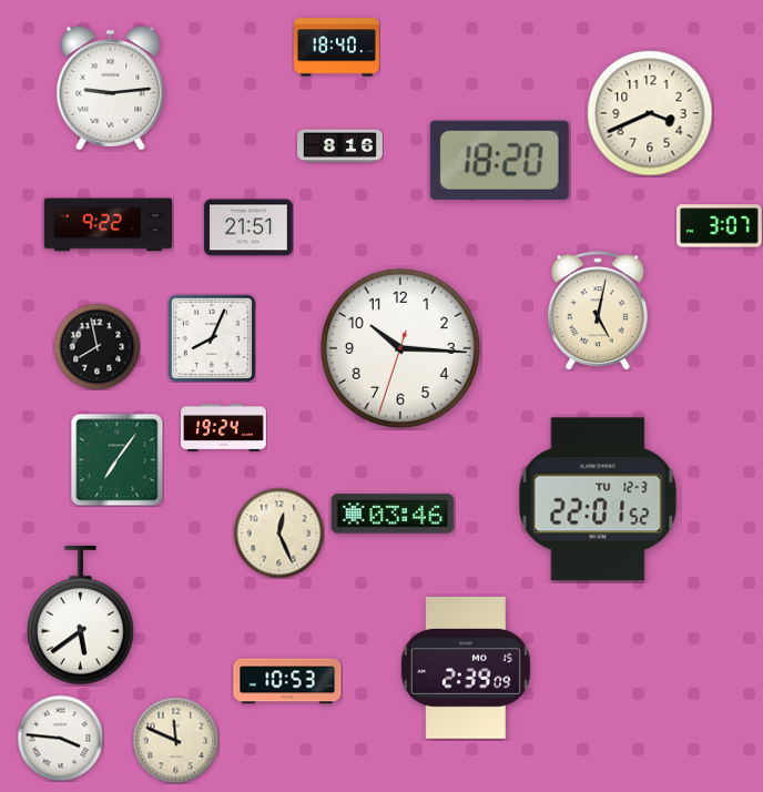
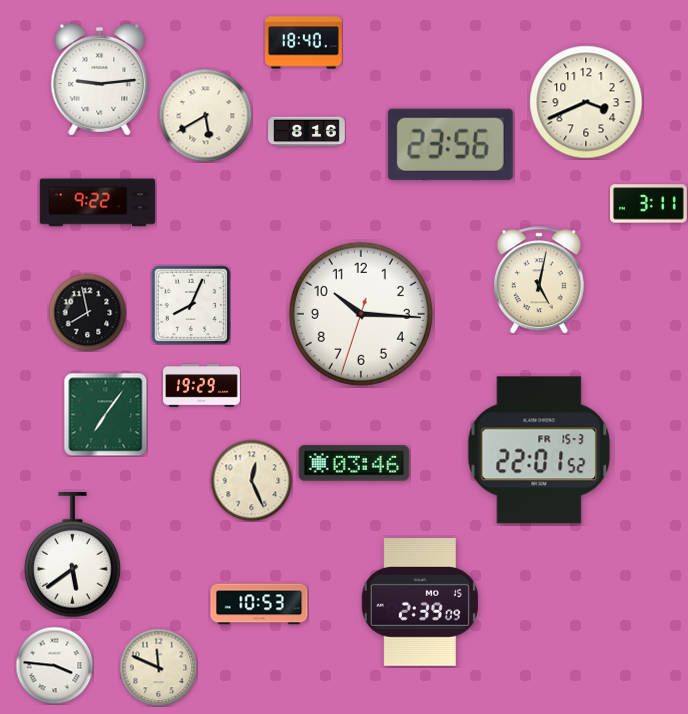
clock at (205, 115): none -> 5:40
clock at (499, 160): 18:20 -> 23:56
clock at (720, 226): 3:07 -> 3:11
clock at (248, 227): 21:51 -> none
clock at (224, 428): 19:24 -> 19:29
clock at (598, 499) date: TU 12-3 -> FR 15-3
clock at (287, 681) position: (287, 681) -> (259, 604)
